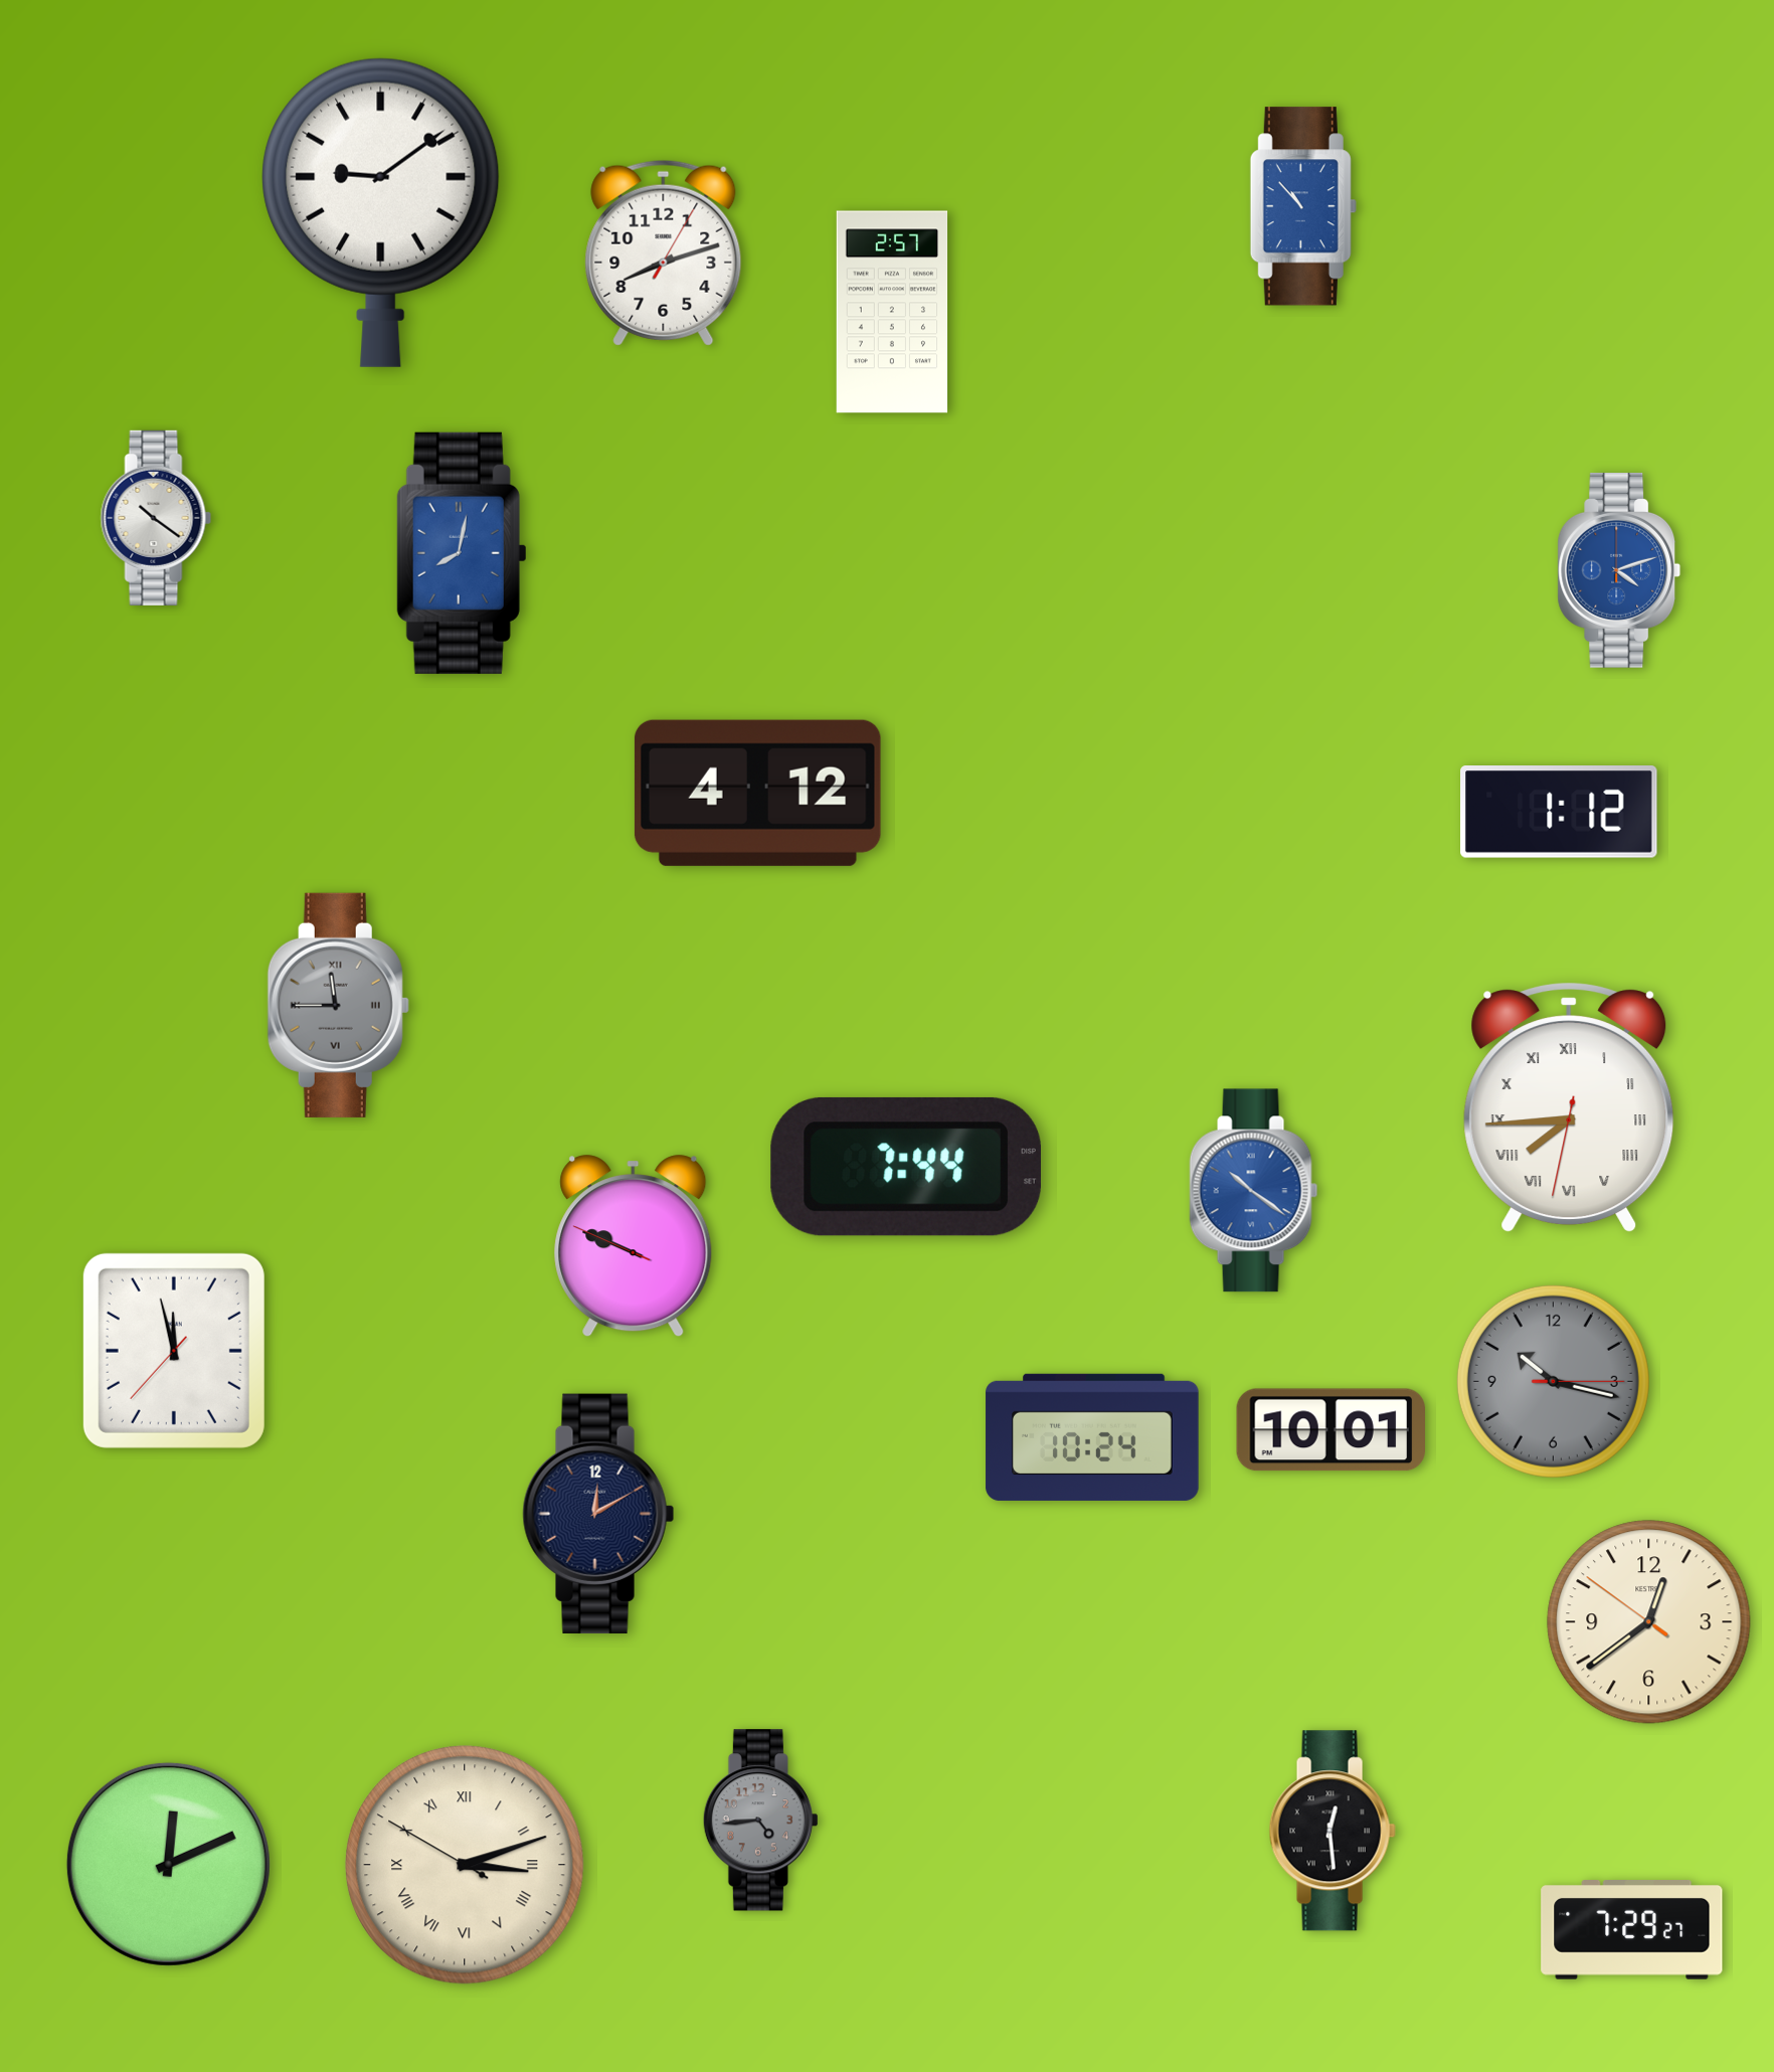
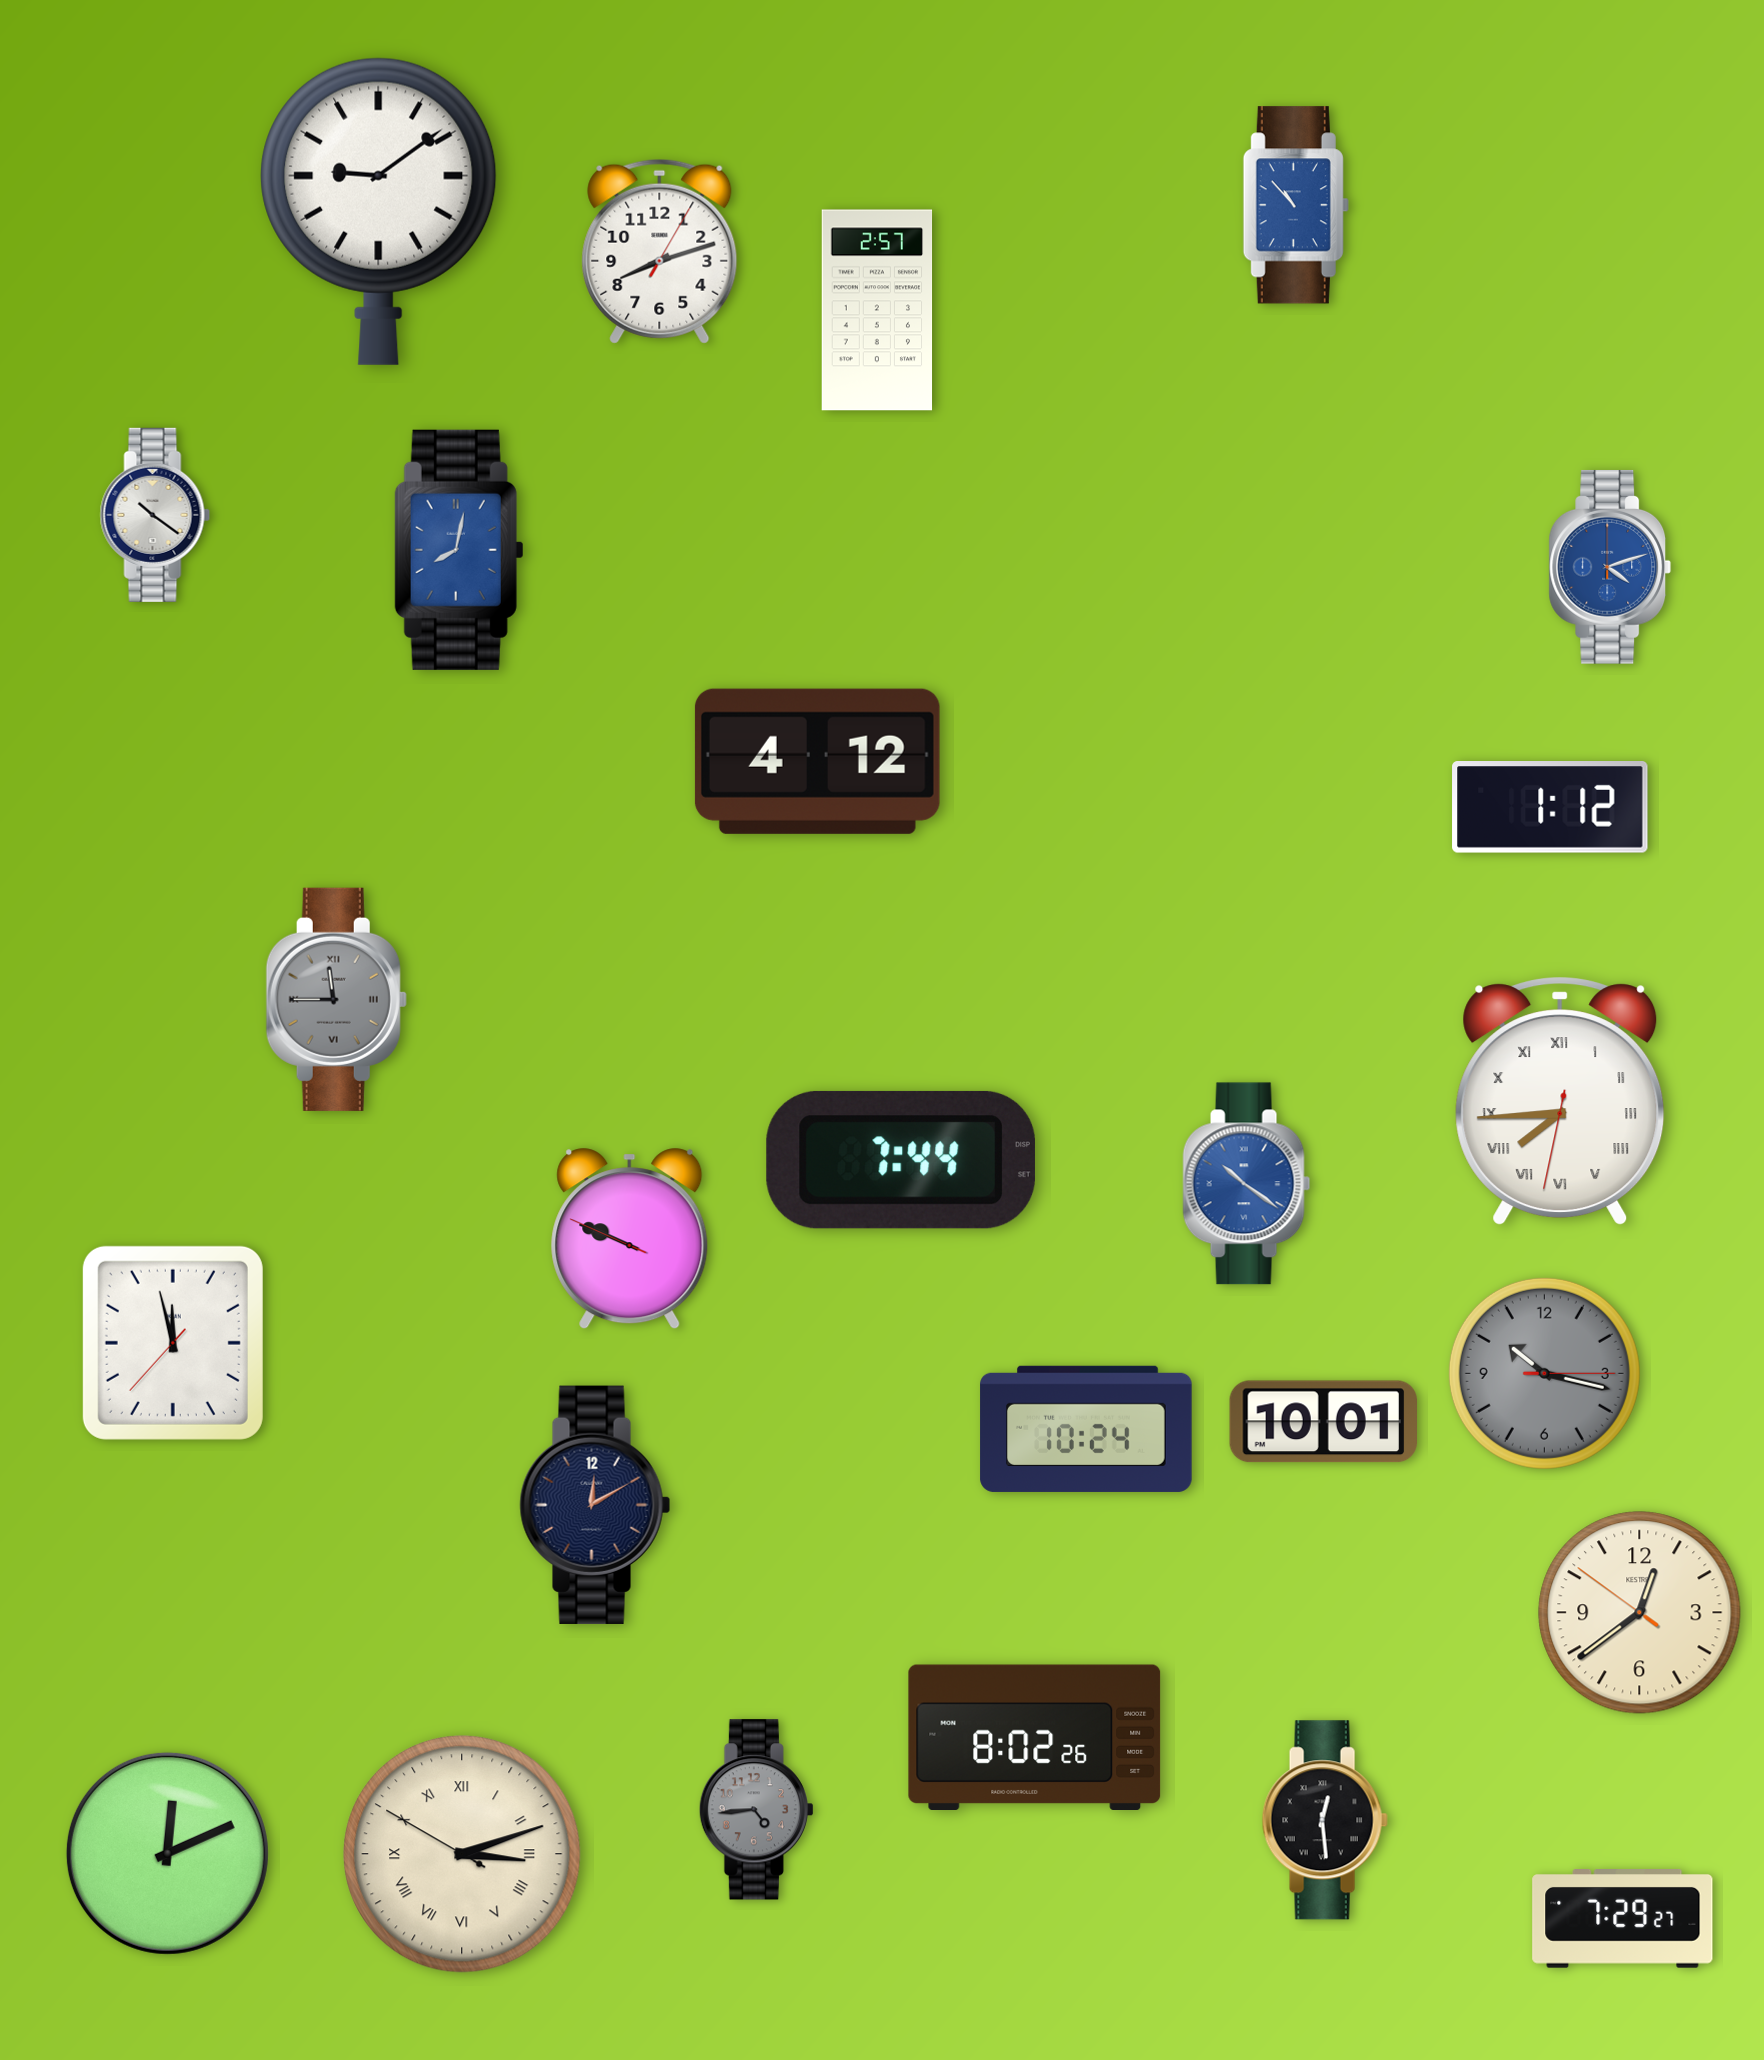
clock at (892, 312) position: (892, 312) -> (877, 310)
clock at (757, 793) position: (757, 793) -> (817, 761)
clock at (1035, 1737): none -> 8:02
